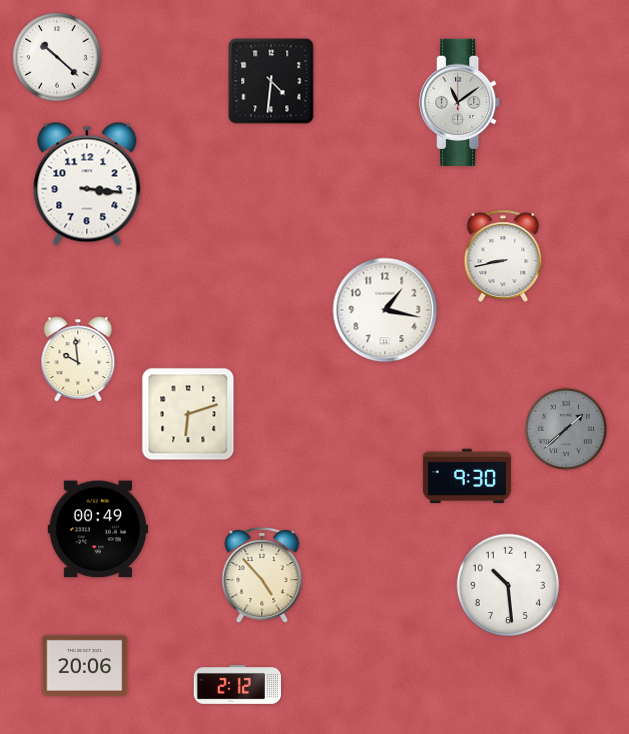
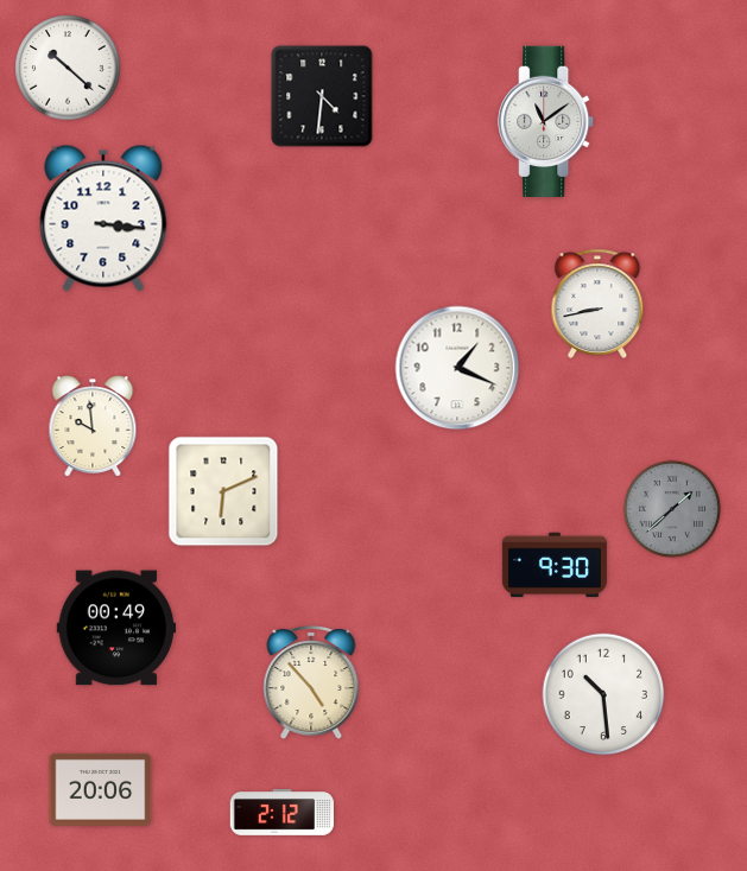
clock at (385, 310): 1:17 -> 1:19
clock at (188, 414): 6:12 -> 6:11
